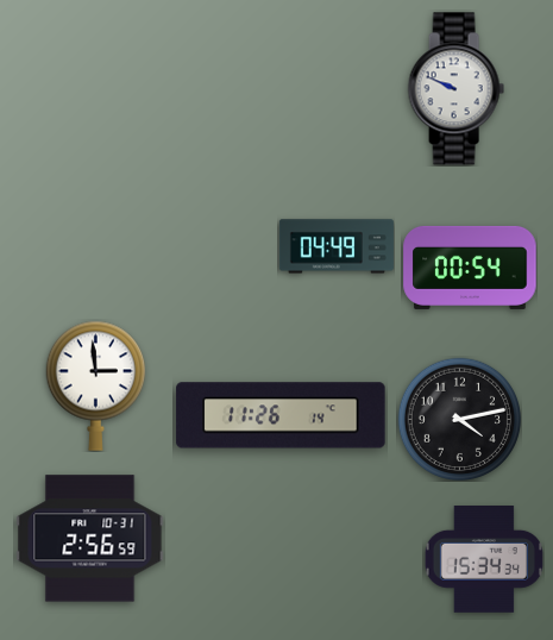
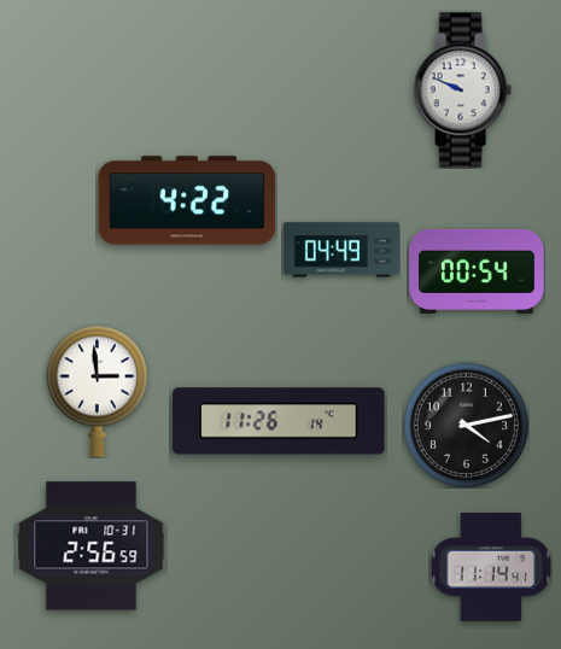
clock at (187, 200): none -> 4:22
clock at (281, 415) position: (281, 415) -> (279, 421)
clock at (484, 560): 15:34 -> 11:14
